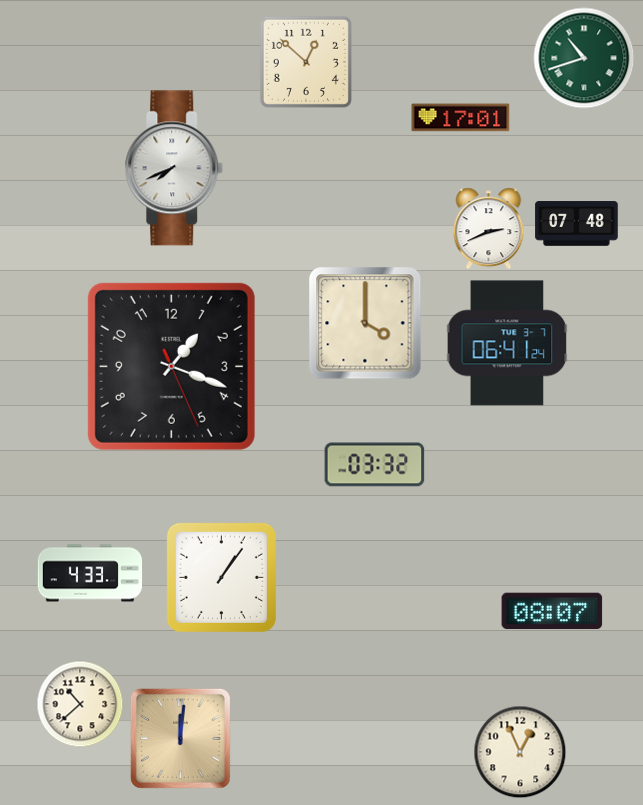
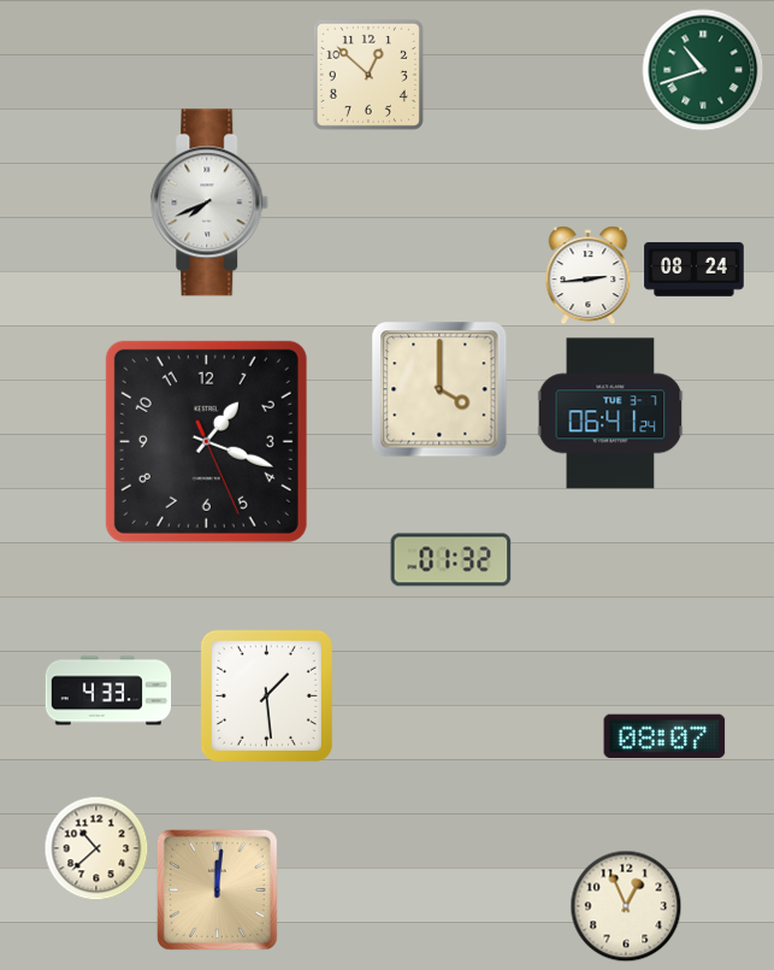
clock at (461, 118): 17:01 -> none
clock at (577, 224): 07:48 -> 08:24
clock at (489, 229): 2:41 -> 2:44
clock at (375, 465): 03:32 -> 01:32
clock at (221, 577): 1:06 -> 1:29
